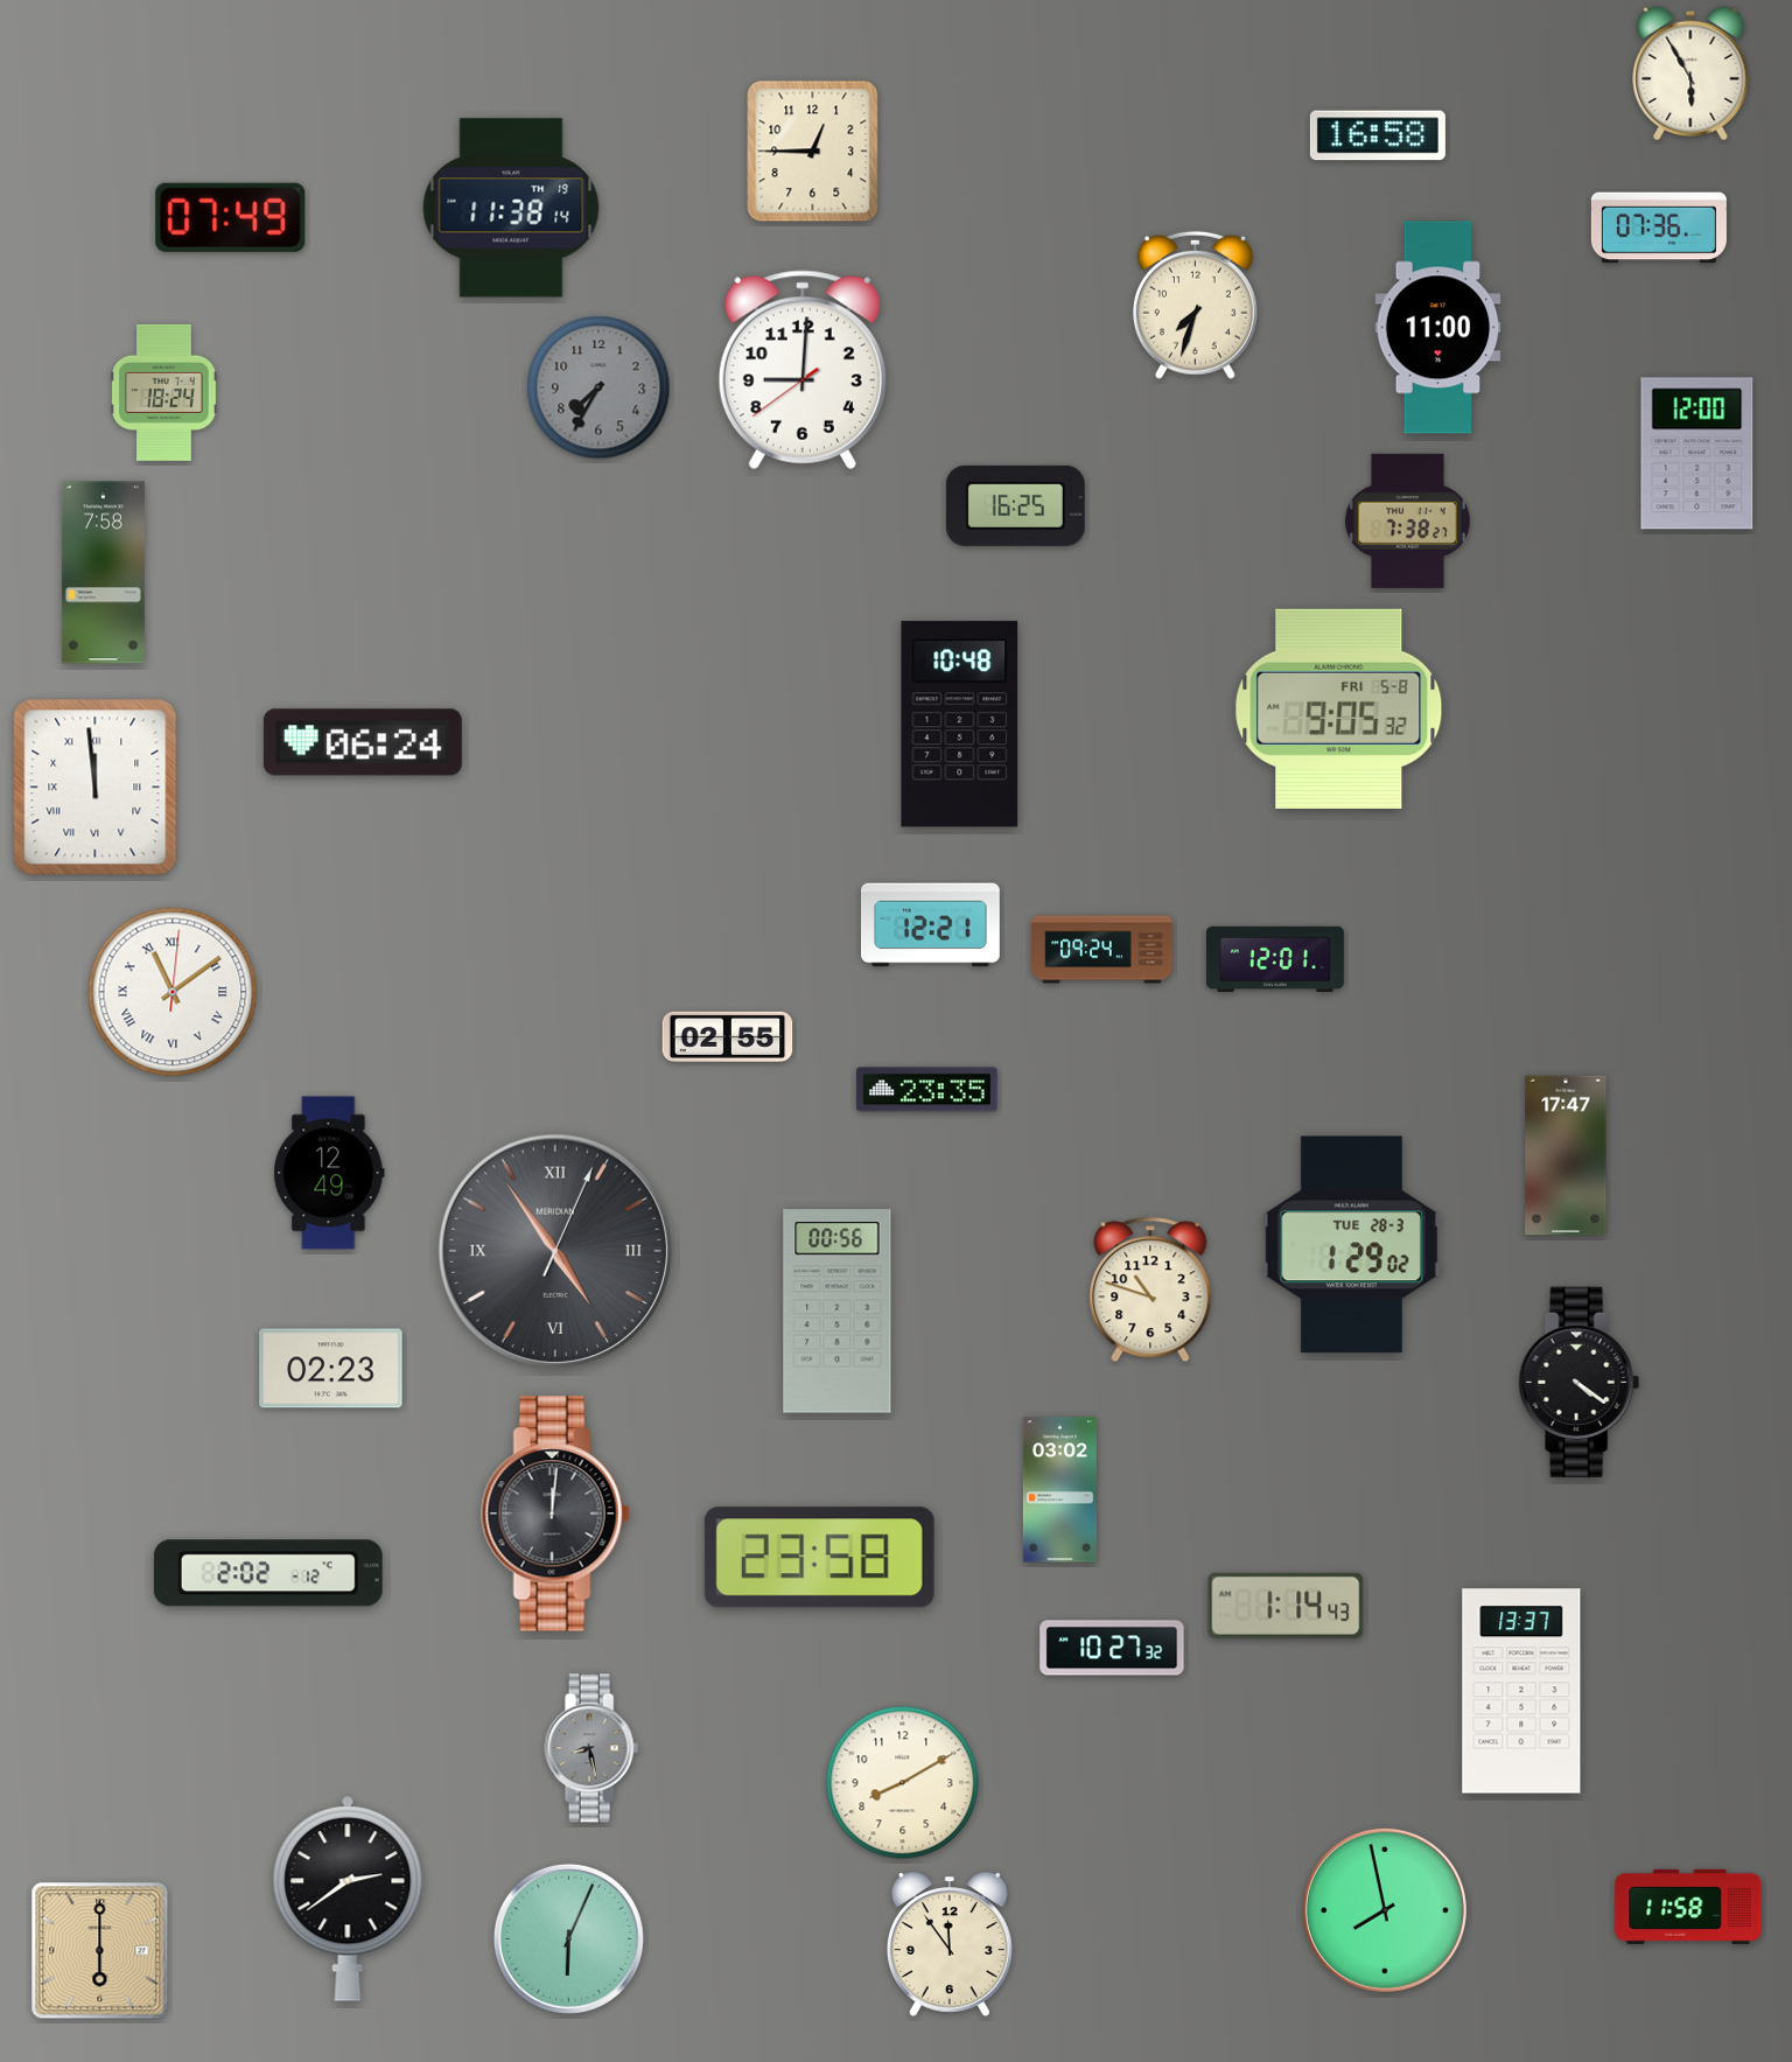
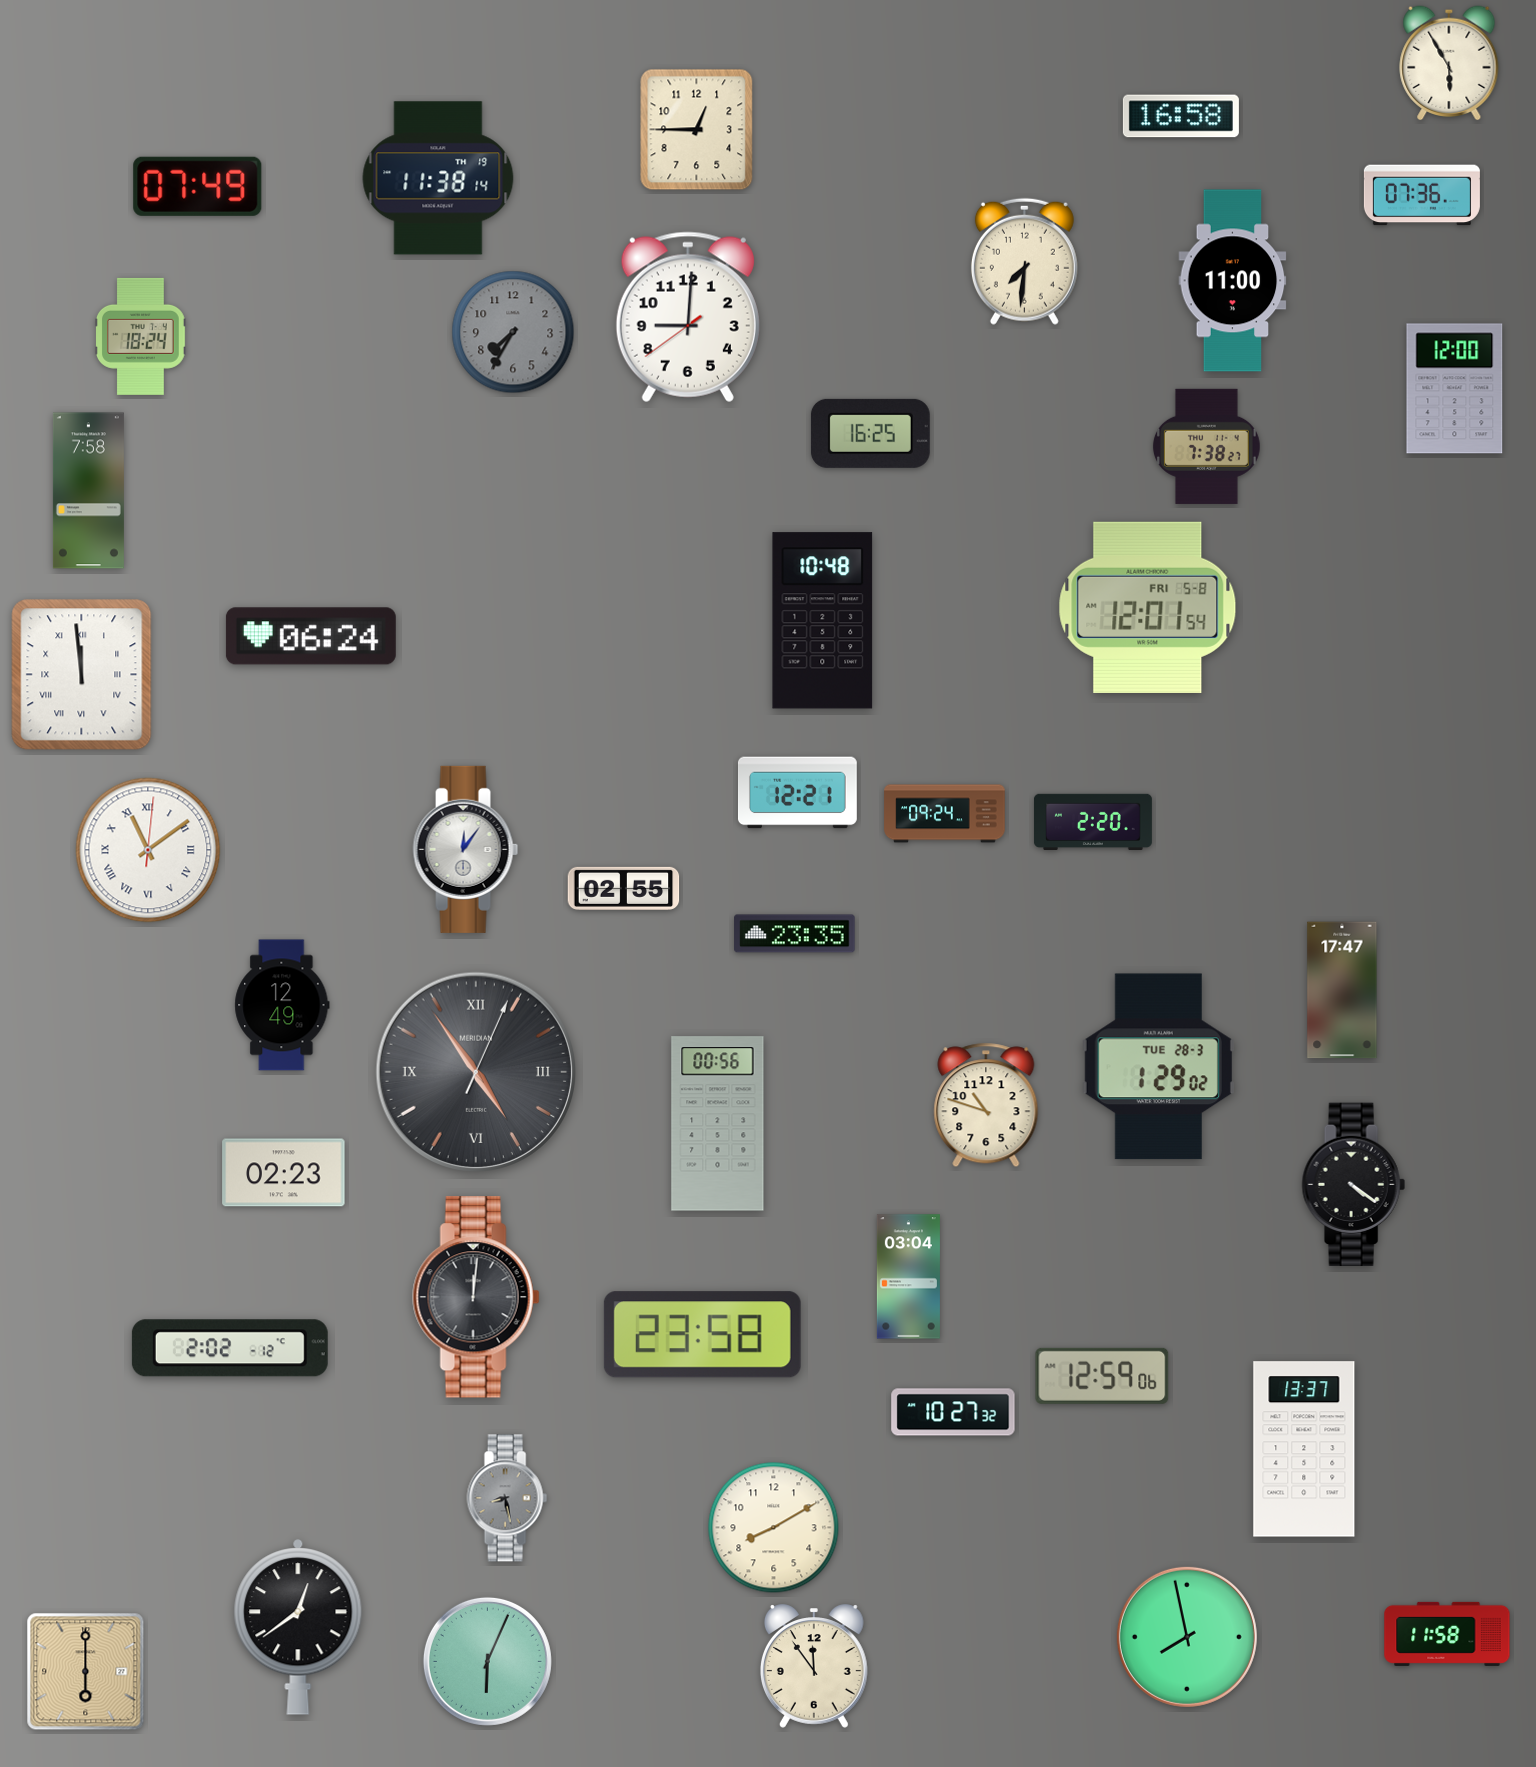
clock at (1195, 305): 7:33 -> 7:31
clock at (1339, 708): 9:05 -> 12:01
clock at (1275, 958): 12:01 -> 2:20
clock at (466, 849): none -> 12:06
clock at (1059, 1490): 03:02 -> 03:04
clock at (1286, 1606): 1:14 -> 12:59
clock at (348, 1899): 2:39 -> 12:39
